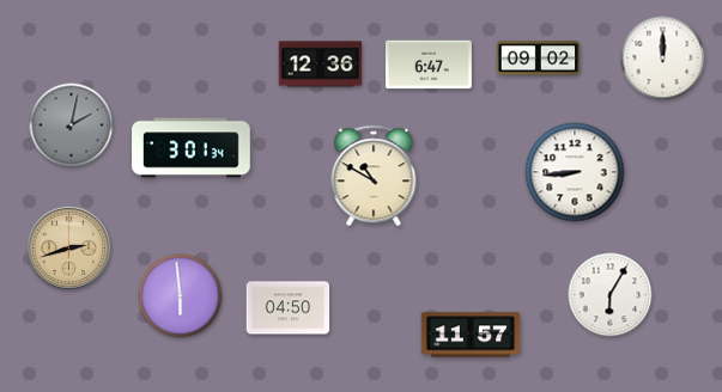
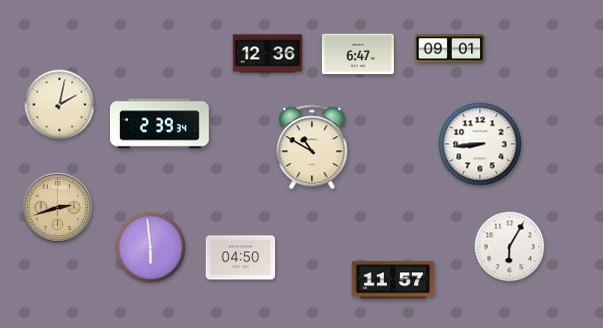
clock at (539, 59): 09:02 -> 09:01
clock at (663, 59): 12:00 -> none
clock at (72, 125) dial: grey -> cream
clock at (192, 148): 3:01 -> 2:39
